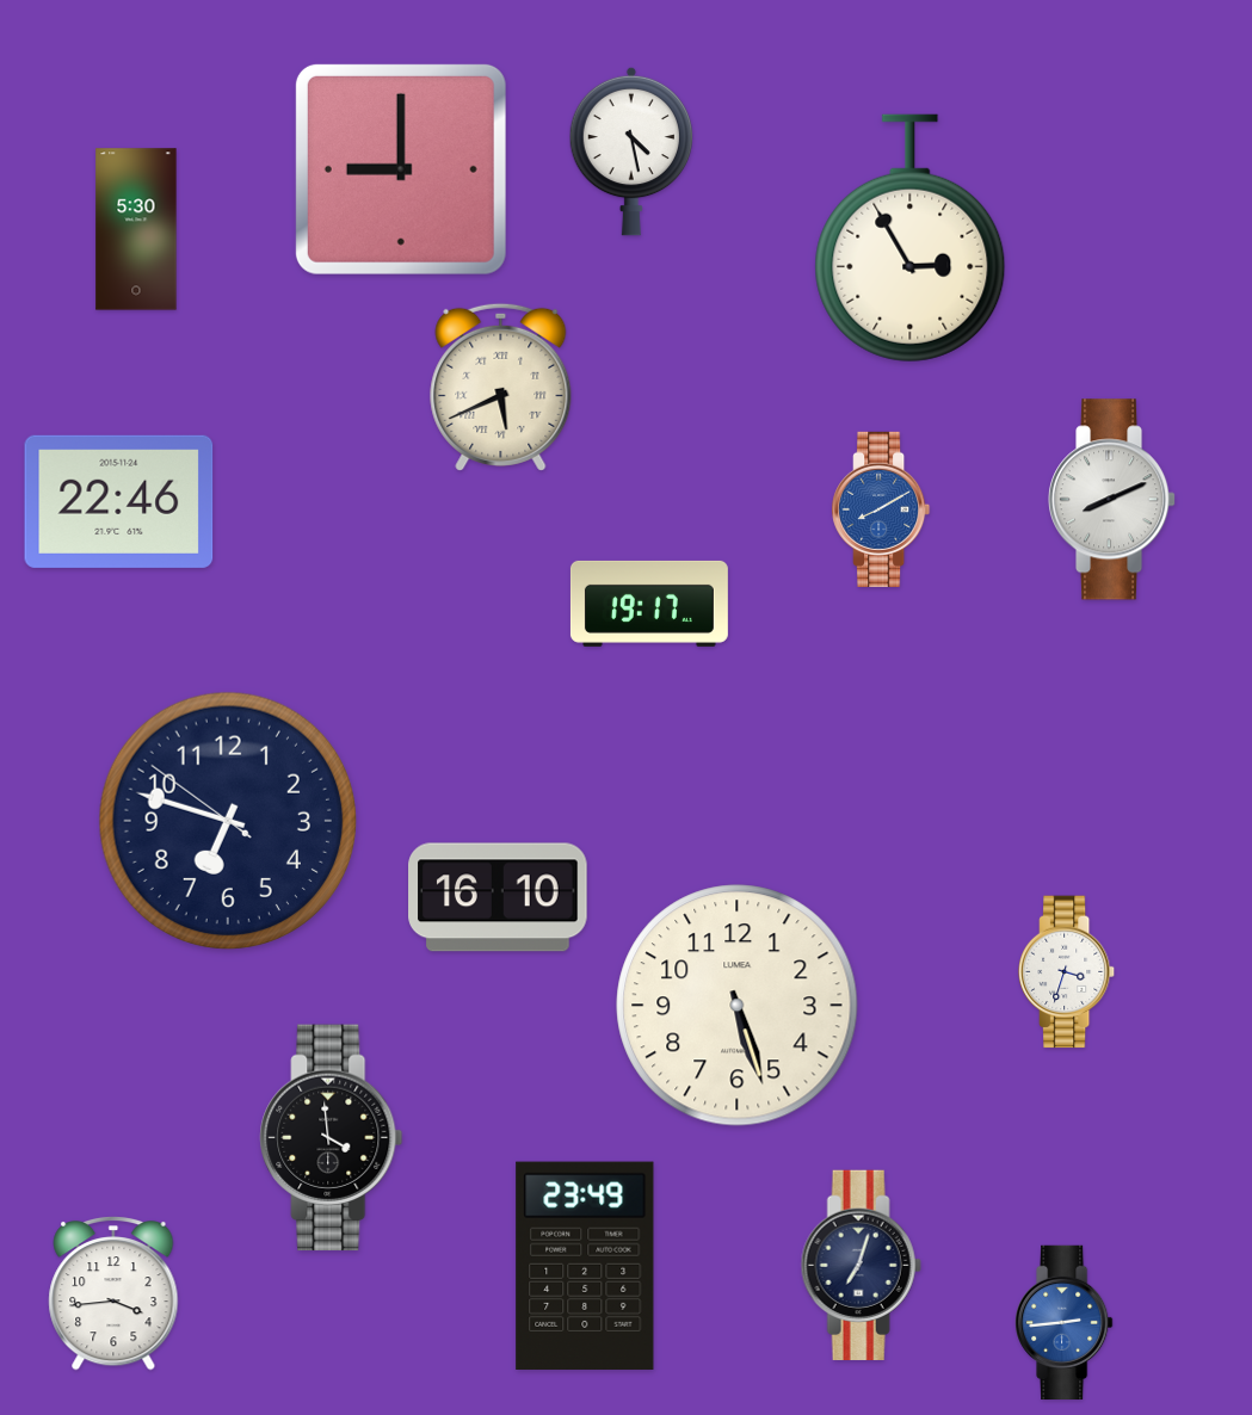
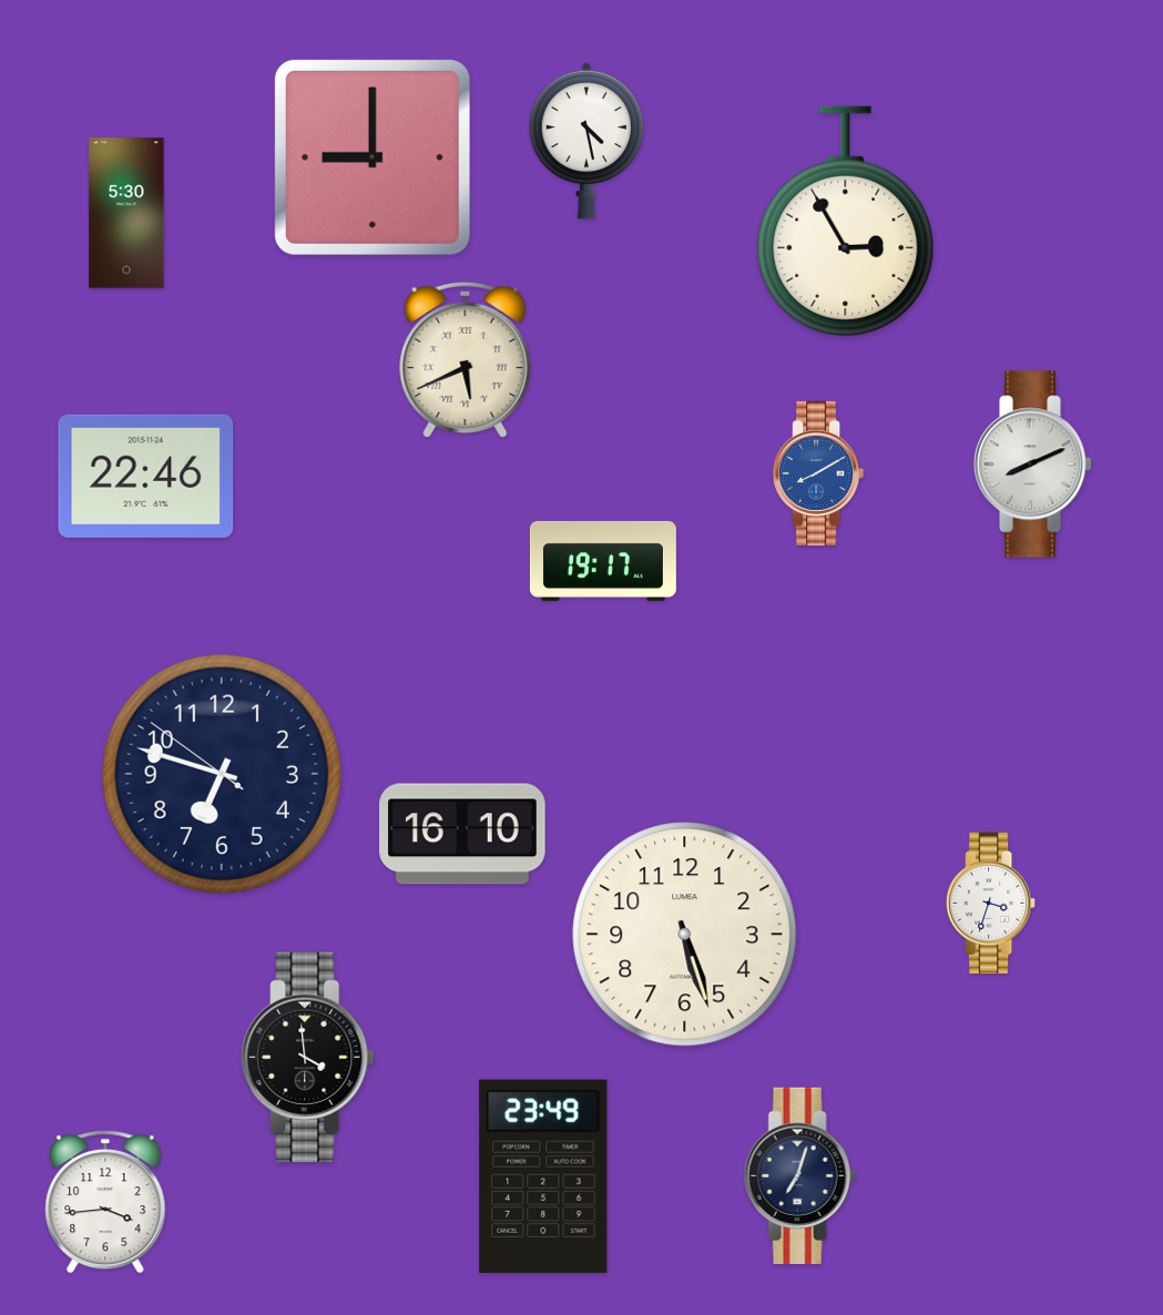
clock at (119, 501) position: (119, 501) -> (146, 476)
clock at (227, 820) position: (227, 820) -> (221, 773)
clock at (1065, 1322): 2:44 -> none
